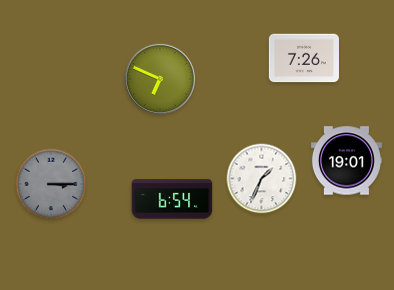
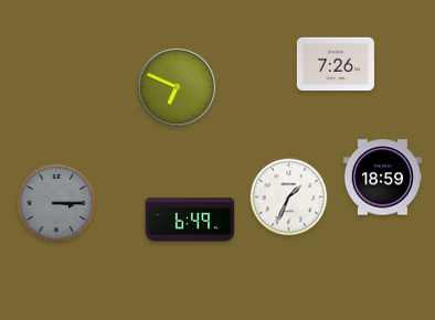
clock at (346, 161): 19:01 -> 18:59
clock at (172, 199): 6:54 -> 6:49
